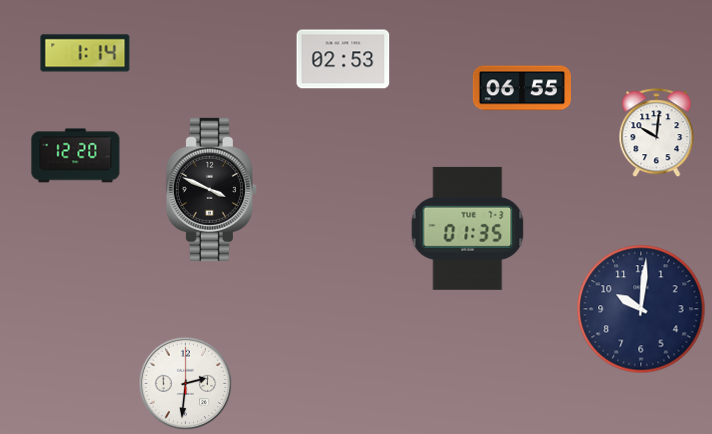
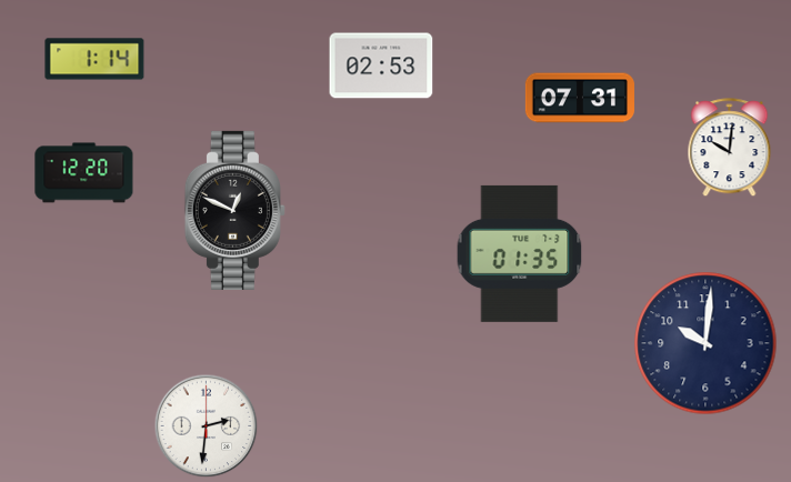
clock at (522, 88): 06:55 -> 07:31
clock at (211, 189): 3:49 -> 12:49
clock at (641, 309) position: (641, 309) -> (705, 343)
